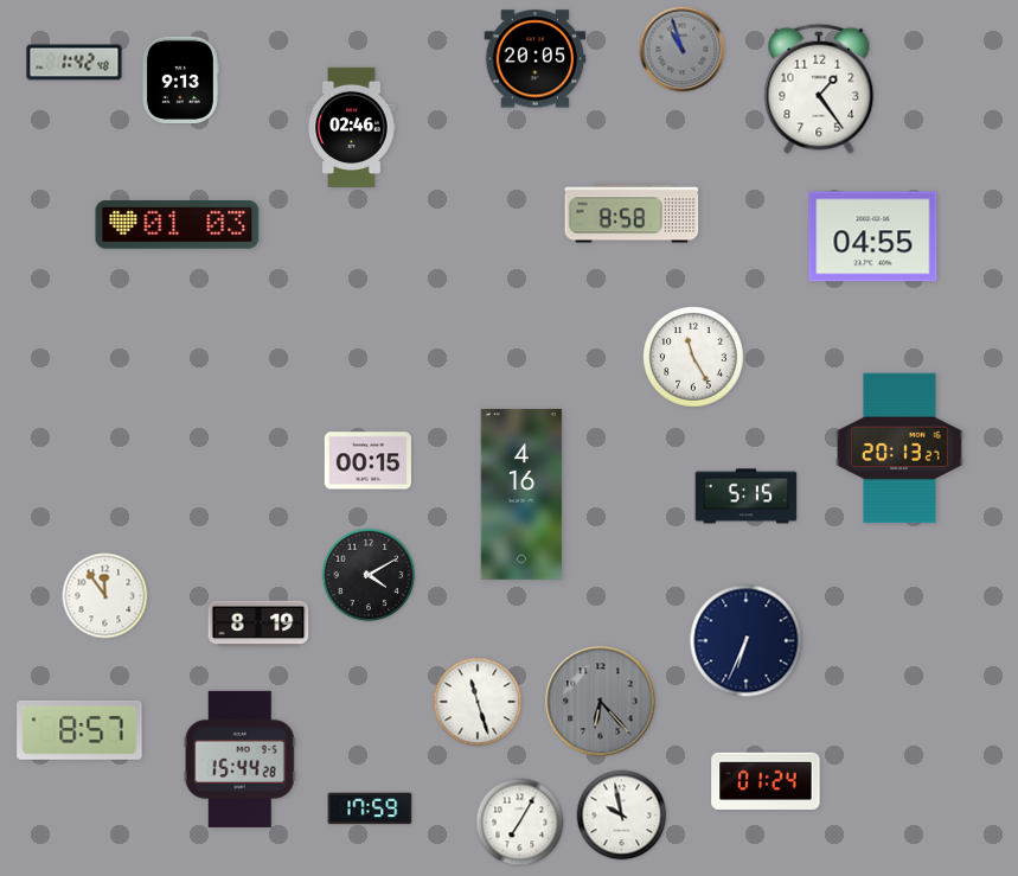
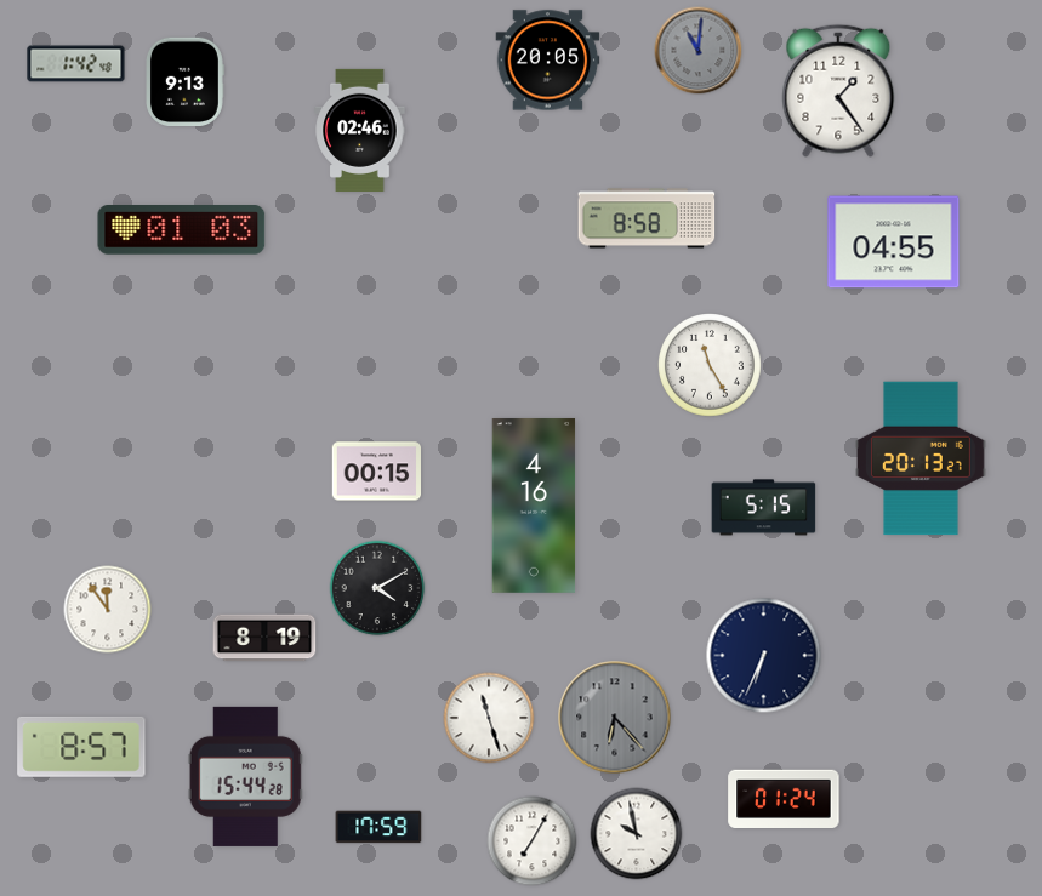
clock at (683, 50): 10:57 -> 11:01
